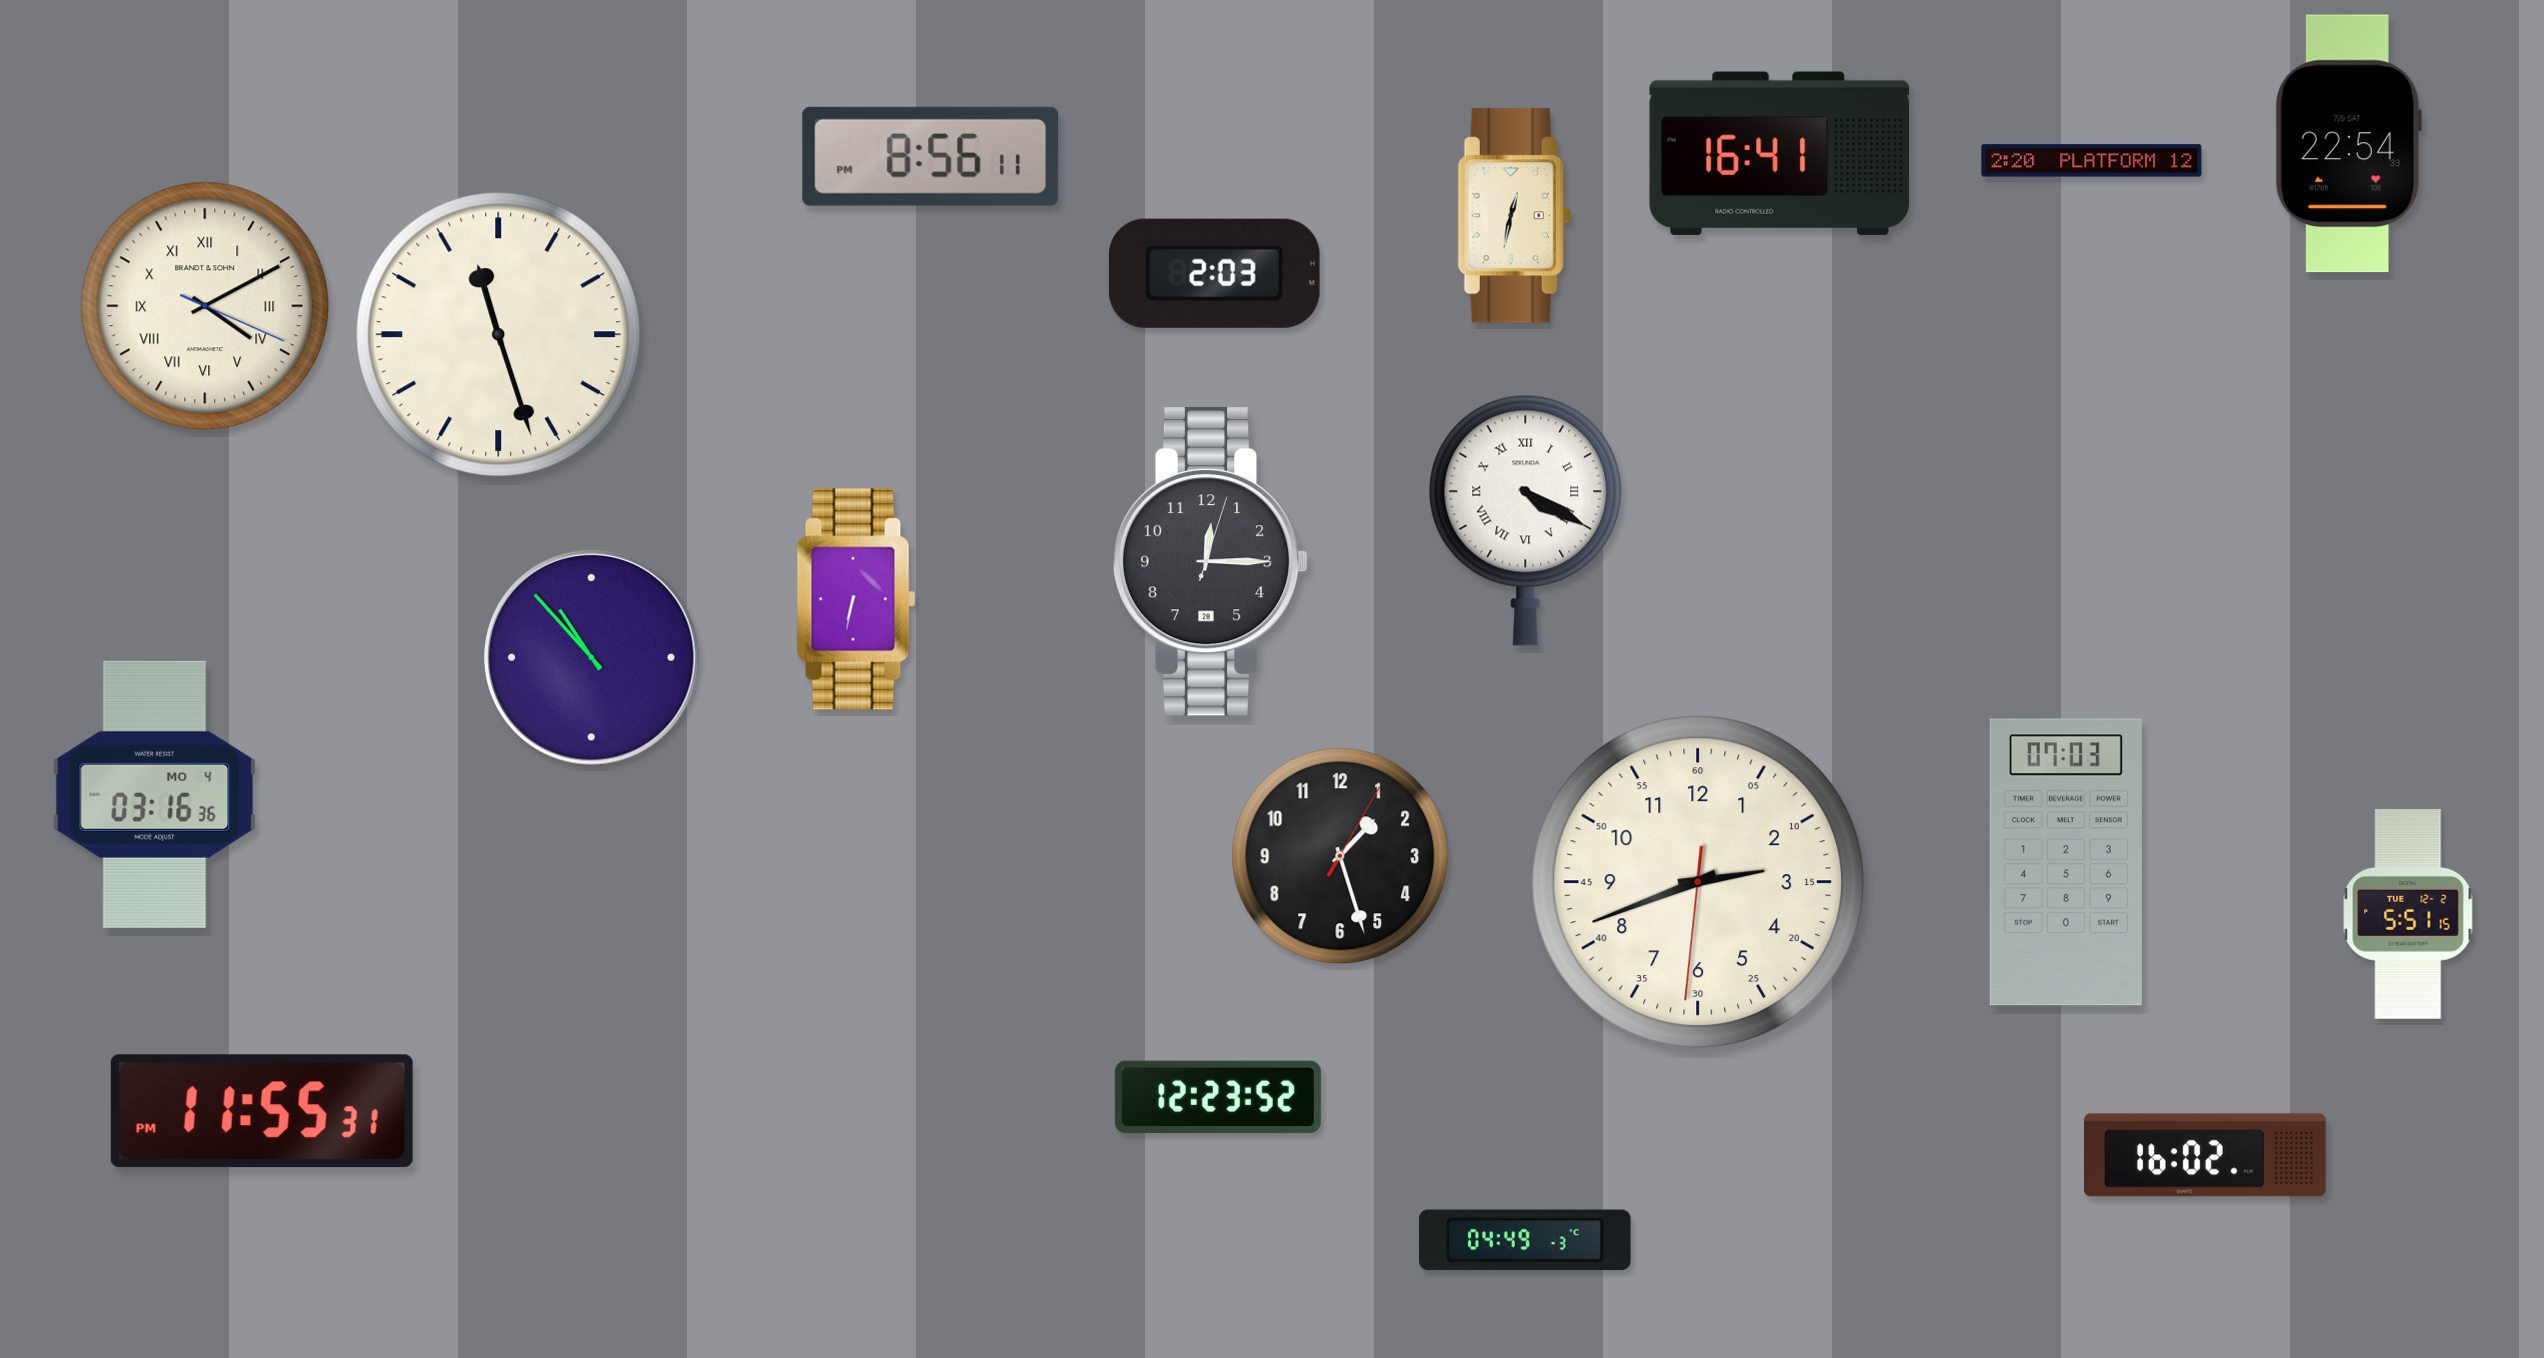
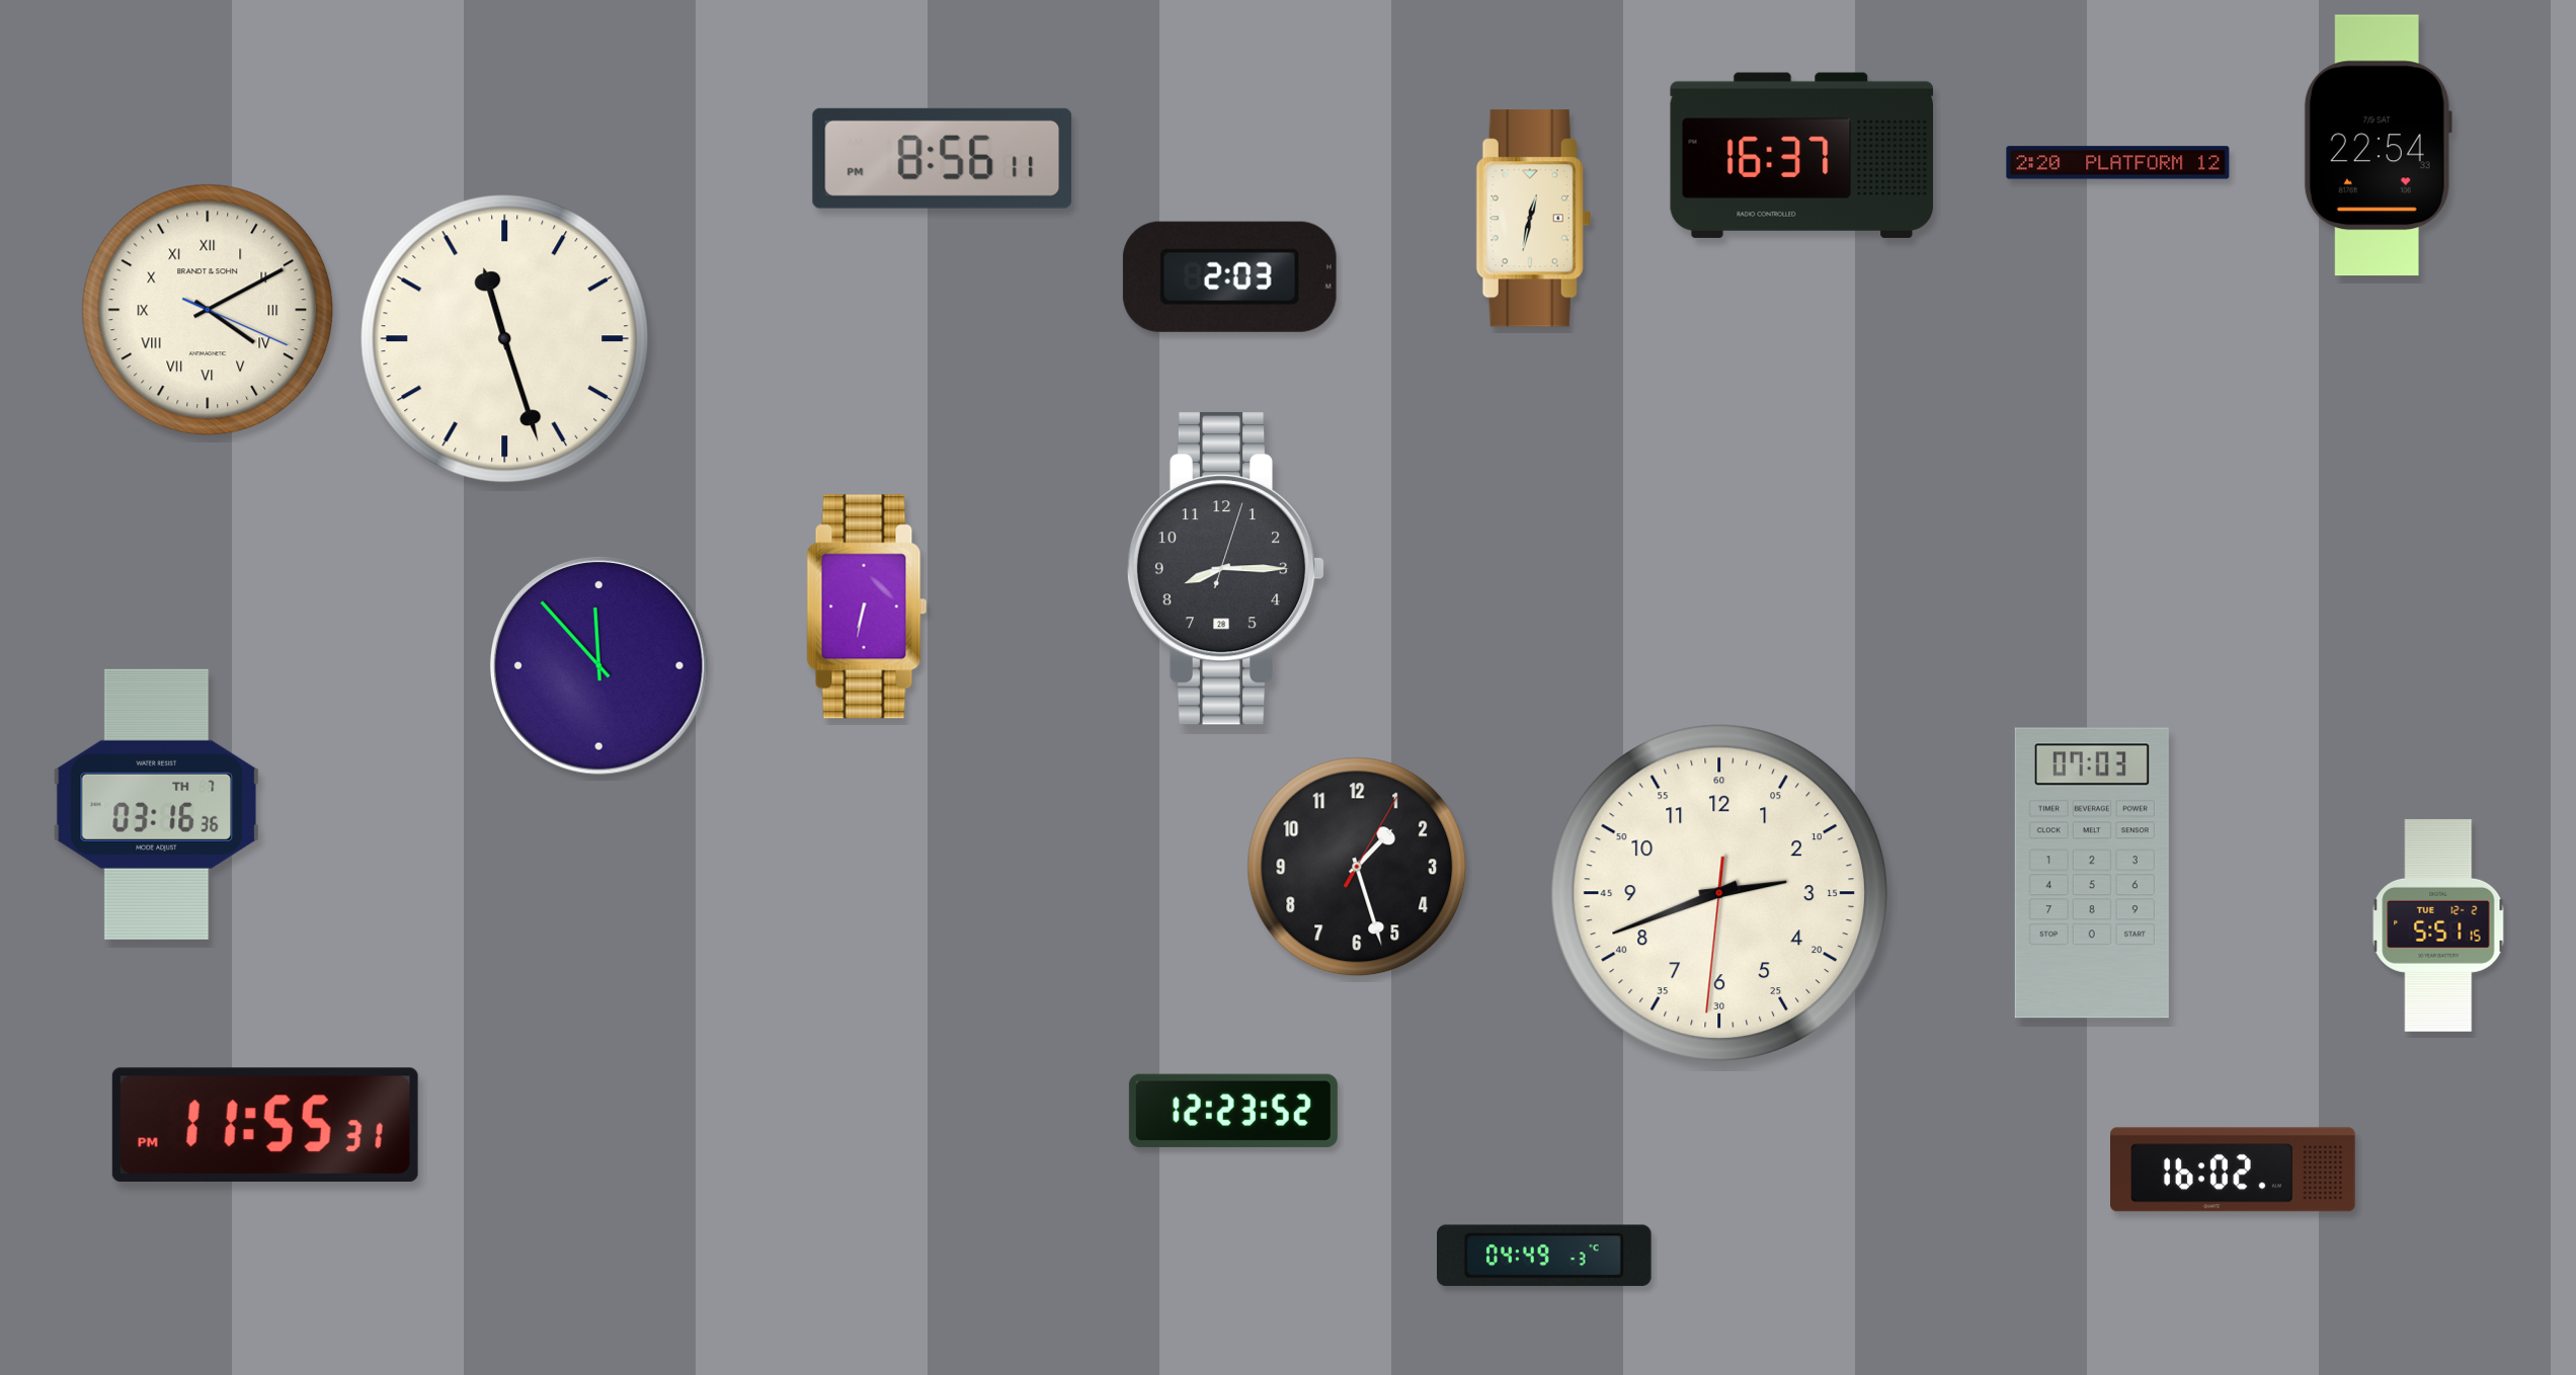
clock at (1779, 153): 16:41 -> 16:37
clock at (1526, 520): 4:20 -> none
clock at (1211, 562): 12:15 -> 8:15
clock at (591, 657): 10:53 -> 11:53
clock at (155, 794) date: MO 4 -> TH 7
